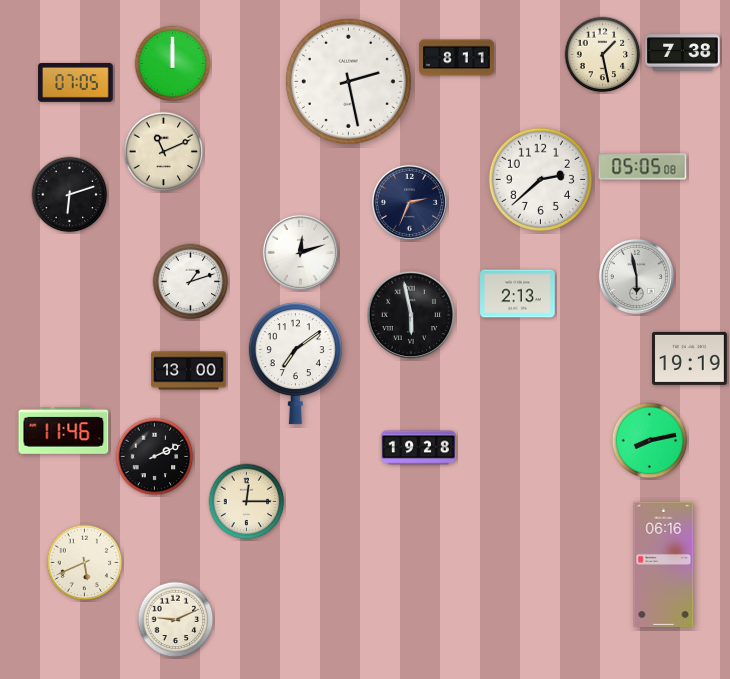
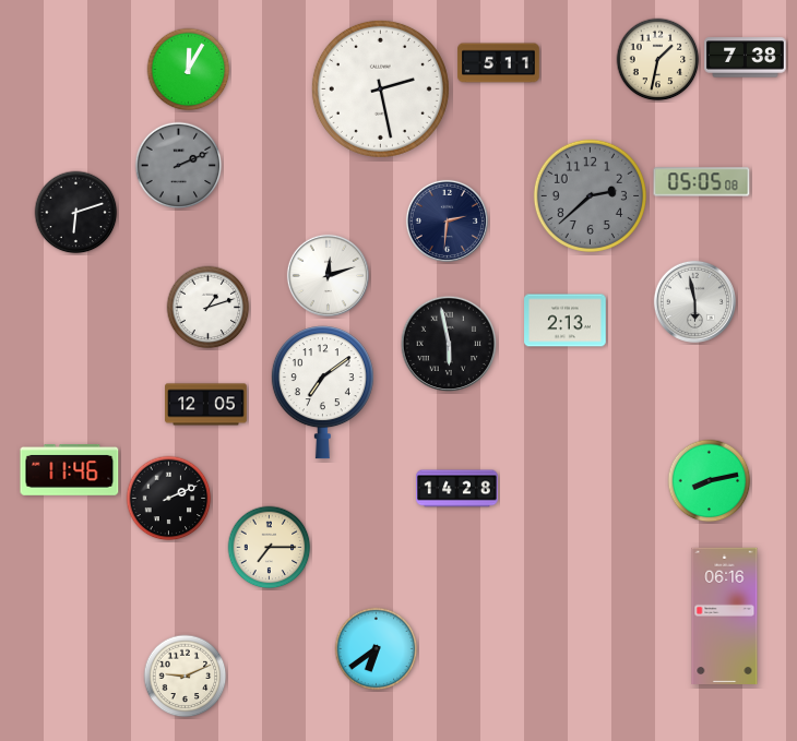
clock at (603, 55): 1:28 -> 1:32
clock at (457, 58): 8:11 -> 5:11
clock at (173, 64): 12:00 -> 12:05
clock at (76, 82): 07:05 -> none
clock at (164, 152): 11:11 -> 2:11
clock at (164, 152) dial: cream -> grey
clock at (540, 179) dial: white -> grey
clock at (409, 202): 2:34 -> 2:31
clock at (690, 358): 19:19 -> none
clock at (295, 364) position: (295, 364) -> (322, 393)
clock at (189, 371): 13:00 -> 12:05
clock at (419, 448): 19:28 -> 14:28
clock at (247, 502): 12:15 -> 7:15
clock at (85, 563): 5:41 -> none
clock at (377, 649): none -> 6:39
clock at (176, 620) position: (176, 620) -> (186, 677)
